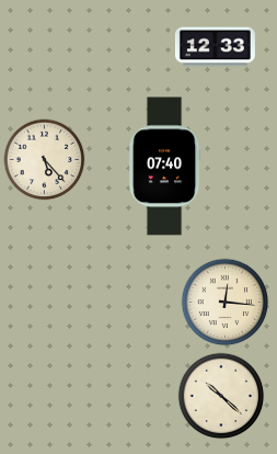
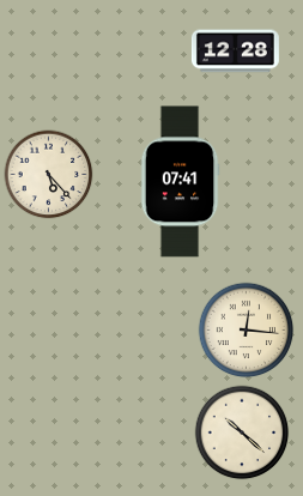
clock at (215, 47): 12:33 -> 12:28
clock at (164, 167): 07:40 -> 07:41
